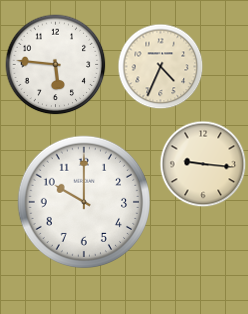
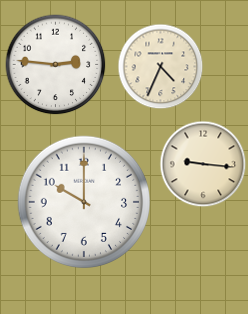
clock at (56, 65): 5:46 -> 2:46
